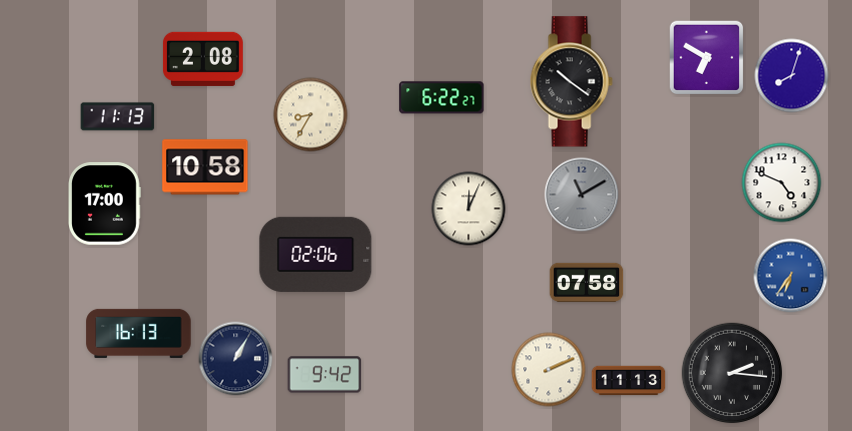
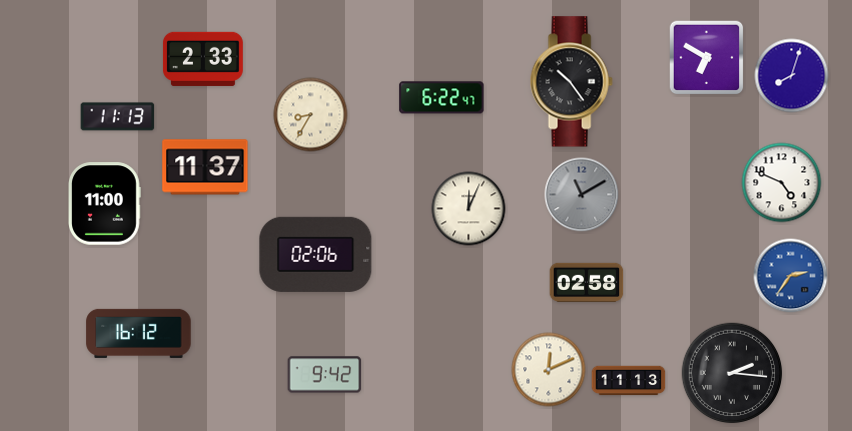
clock at (203, 59): 2:08 -> 2:33
clock at (571, 82): 10:21 -> 10:24
clock at (442, 98): 6:22:27 -> 6:22:47
clock at (205, 167): 10:58 -> 11:37
clock at (105, 204): 17:00 -> 11:00
clock at (791, 276): 6:36 -> 2:36
clock at (587, 282): 07:58 -> 02:58
clock at (139, 333): 16:13 -> 16:12
clock at (236, 359): 1:05 -> none
clock at (549, 370): 2:11 -> 12:11
